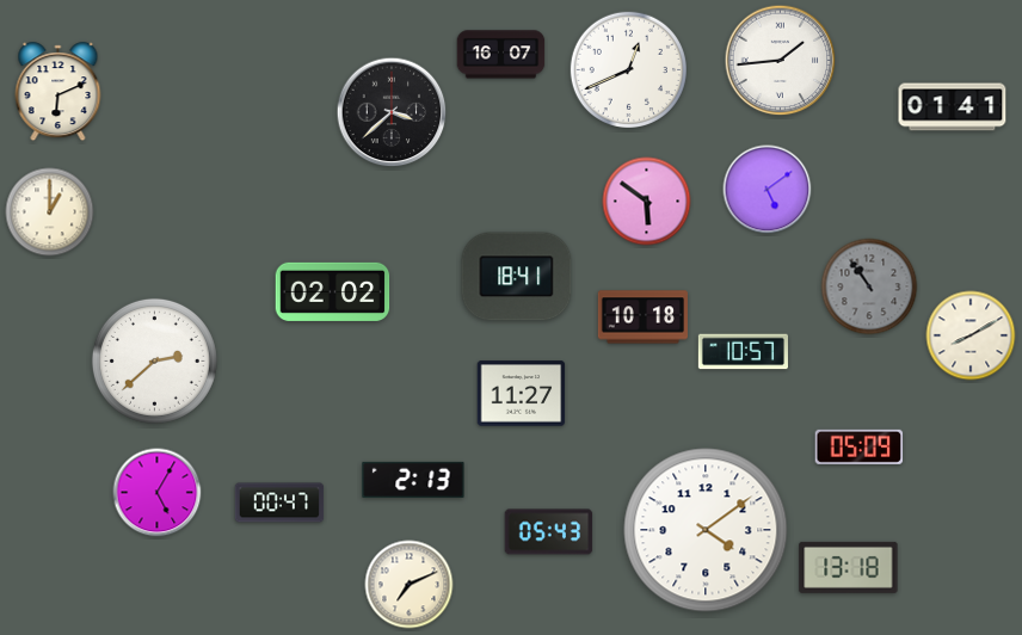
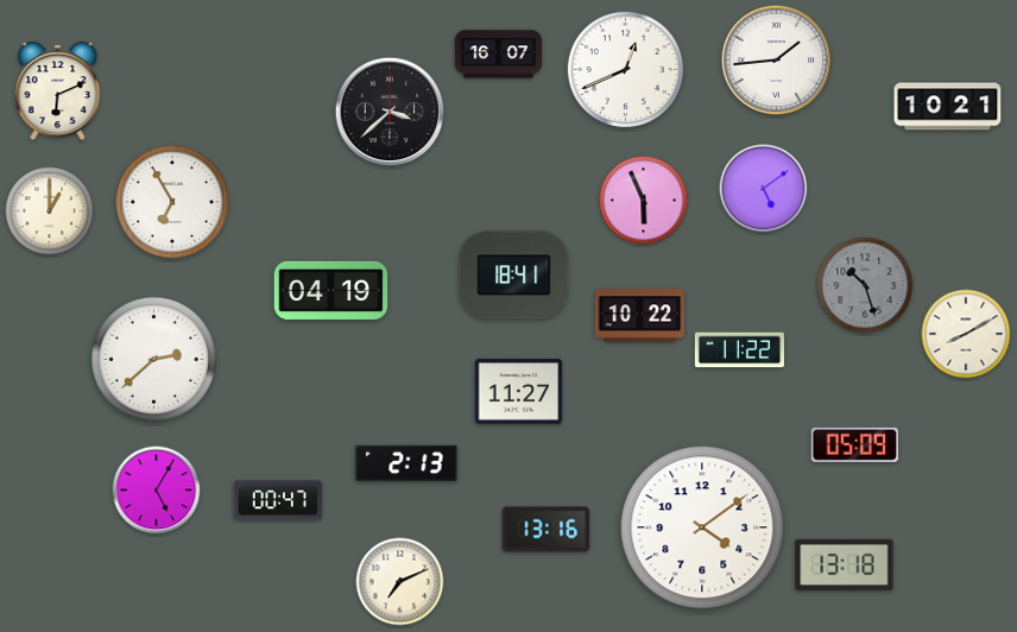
clock at (953, 107): 01:41 -> 10:21
clock at (647, 202): 5:51 -> 5:56
clock at (172, 202): none -> 6:55
clock at (869, 286): 10:54 -> 10:27
clock at (333, 291): 02:02 -> 04:19
clock at (642, 317): 10:18 -> 10:22
clock at (743, 352): 10:57 -> 11:22
clock at (413, 480) position: (413, 480) -> (406, 463)
clock at (549, 532): 05:43 -> 13:16
clock at (410, 585) position: (410, 585) -> (400, 582)
